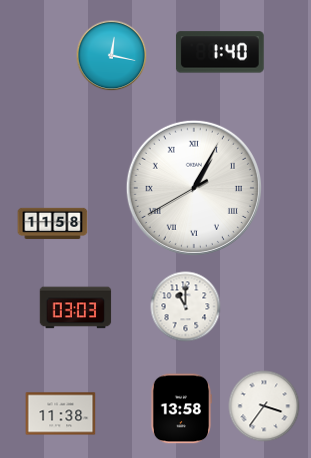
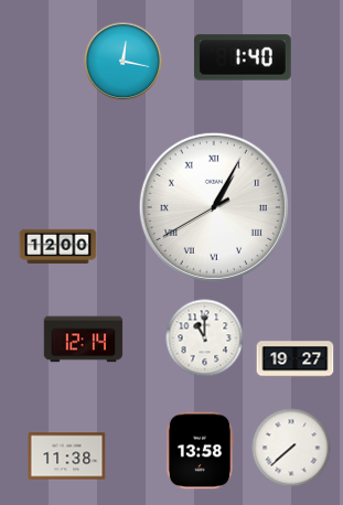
clock at (53, 224): 11:58 -> 12:00
clock at (76, 308): 03:03 -> 12:14
clock at (296, 359): none -> 19:27
clock at (264, 406): 3:36 -> 7:38
